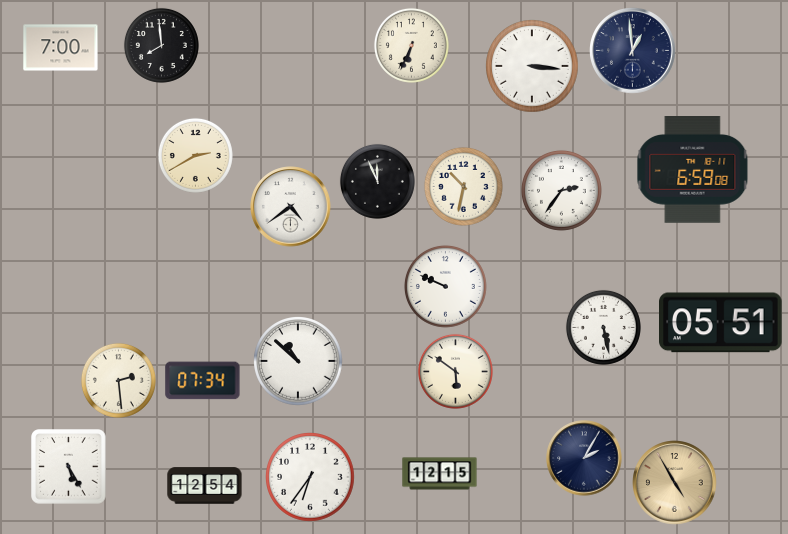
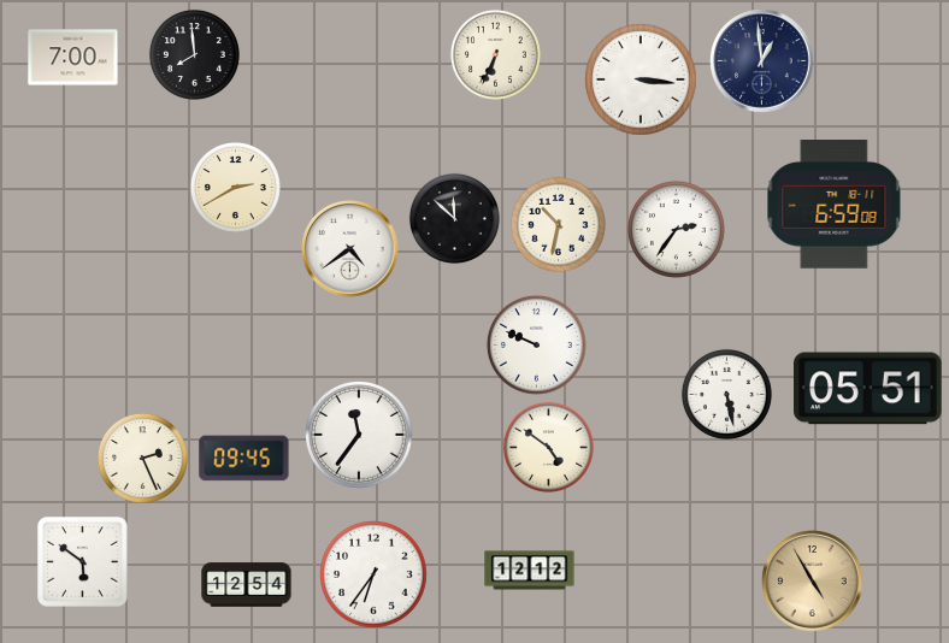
clock at (377, 181): 11:56 -> 11:52
clock at (298, 361): 10:52 -> 11:36
clock at (455, 371): 5:51 -> 4:51
clock at (118, 380): 2:29 -> 2:26
clock at (203, 381): 07:34 -> 09:45
clock at (584, 458): 2:05 -> none
clock at (69, 467): 5:25 -> 5:51
clock at (440, 474): 12:15 -> 12:12
